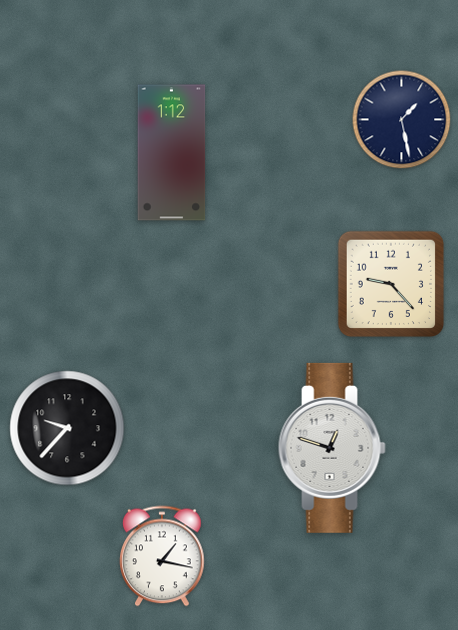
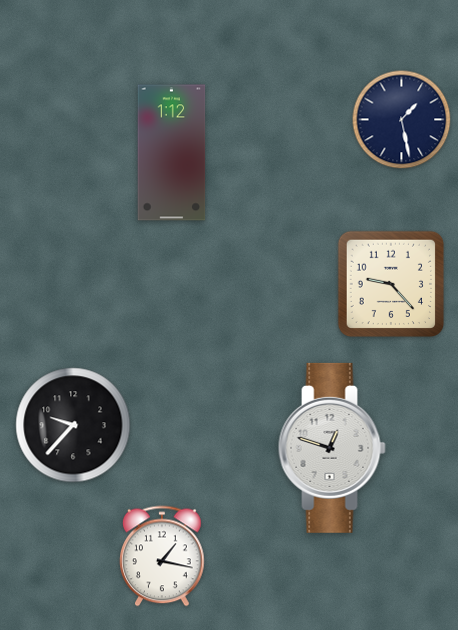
clock at (67, 428) position: (67, 428) -> (73, 425)
